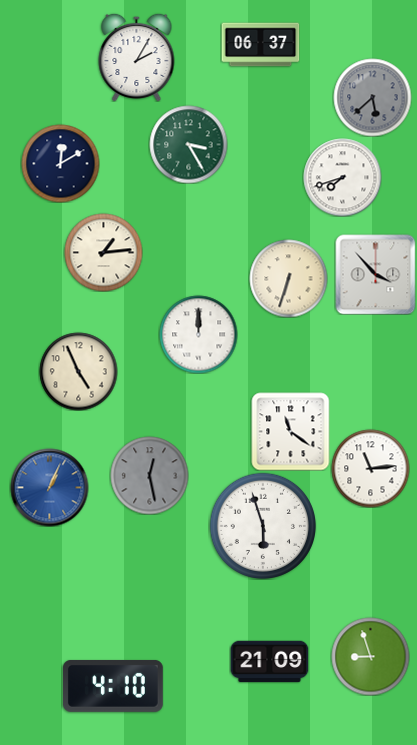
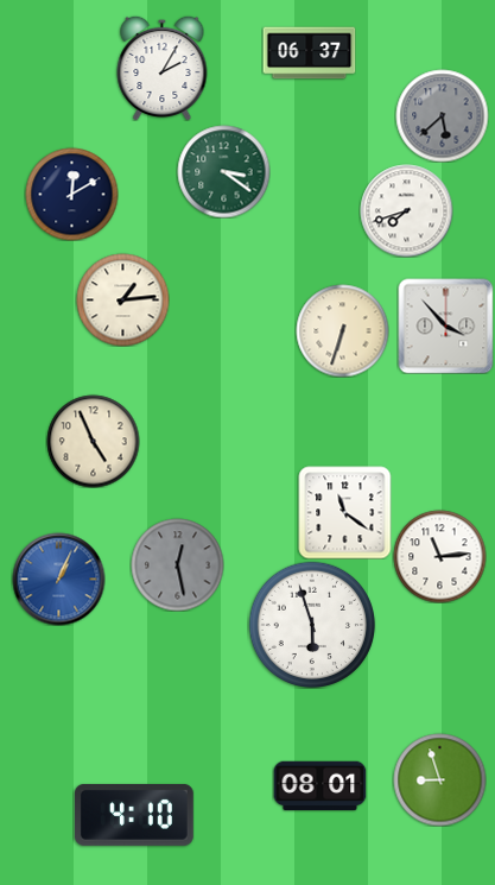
clock at (188, 144): 3:25 -> 3:21
clock at (198, 334): 12:00 -> none
clock at (269, 662): 21:09 -> 08:01
